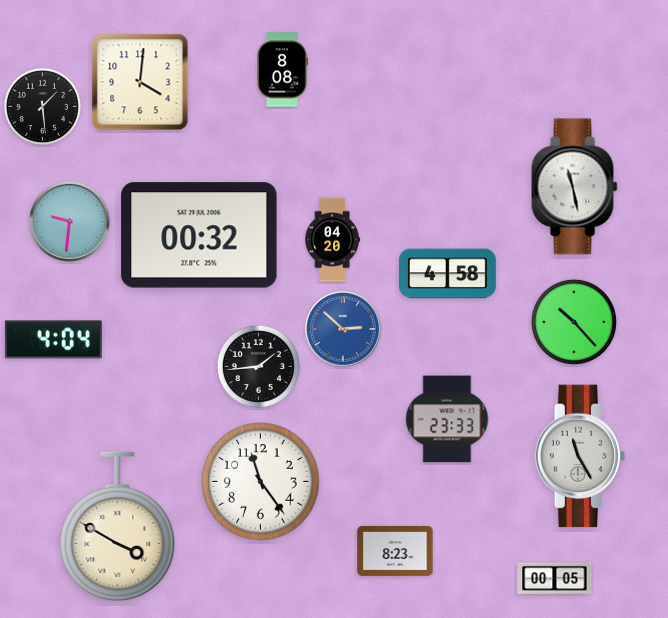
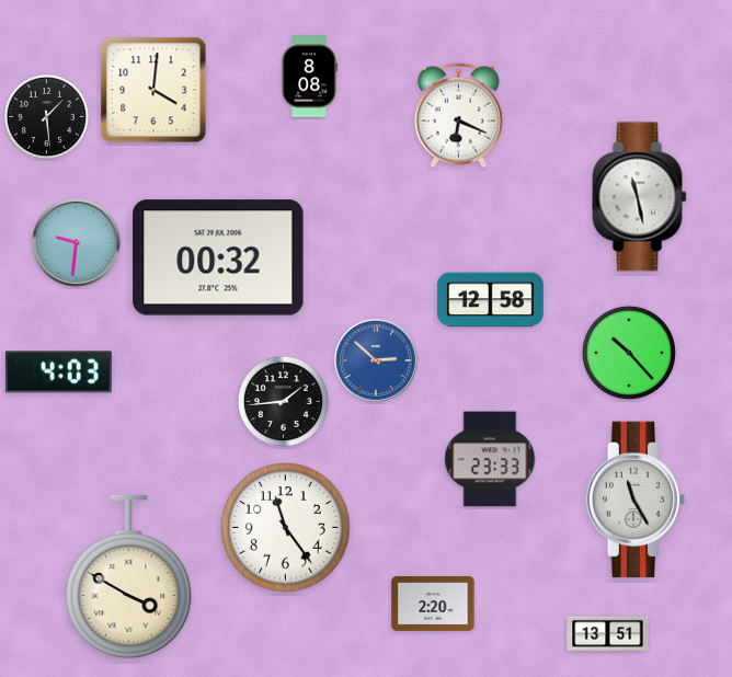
clock at (458, 116): none -> 6:19
clock at (575, 187) position: (575, 187) -> (640, 197)
clock at (332, 240): 04:20 -> none
clock at (448, 274): 4:58 -> 12:58
clock at (53, 340): 4:04 -> 4:03
clock at (395, 551): 8:23 -> 2:20
clock at (555, 579): 00:05 -> 13:51
